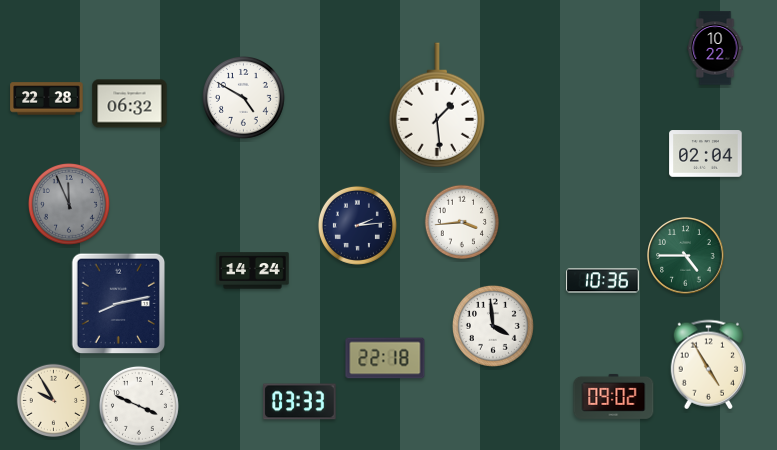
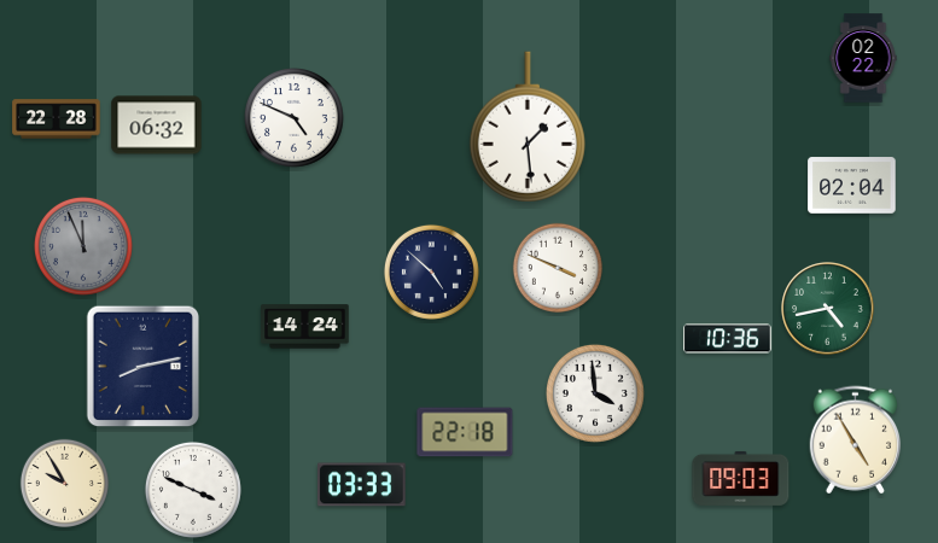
clock at (715, 48): 10:22 -> 02:22
clock at (244, 98): 4:50 -> 4:49
clock at (461, 221): 3:44 -> 3:49
clock at (357, 225): 2:14 -> 4:52
clock at (686, 256): 4:45 -> 4:43
clock at (614, 396): 09:02 -> 09:03
clock at (139, 406) position: (139, 406) -> (193, 490)
